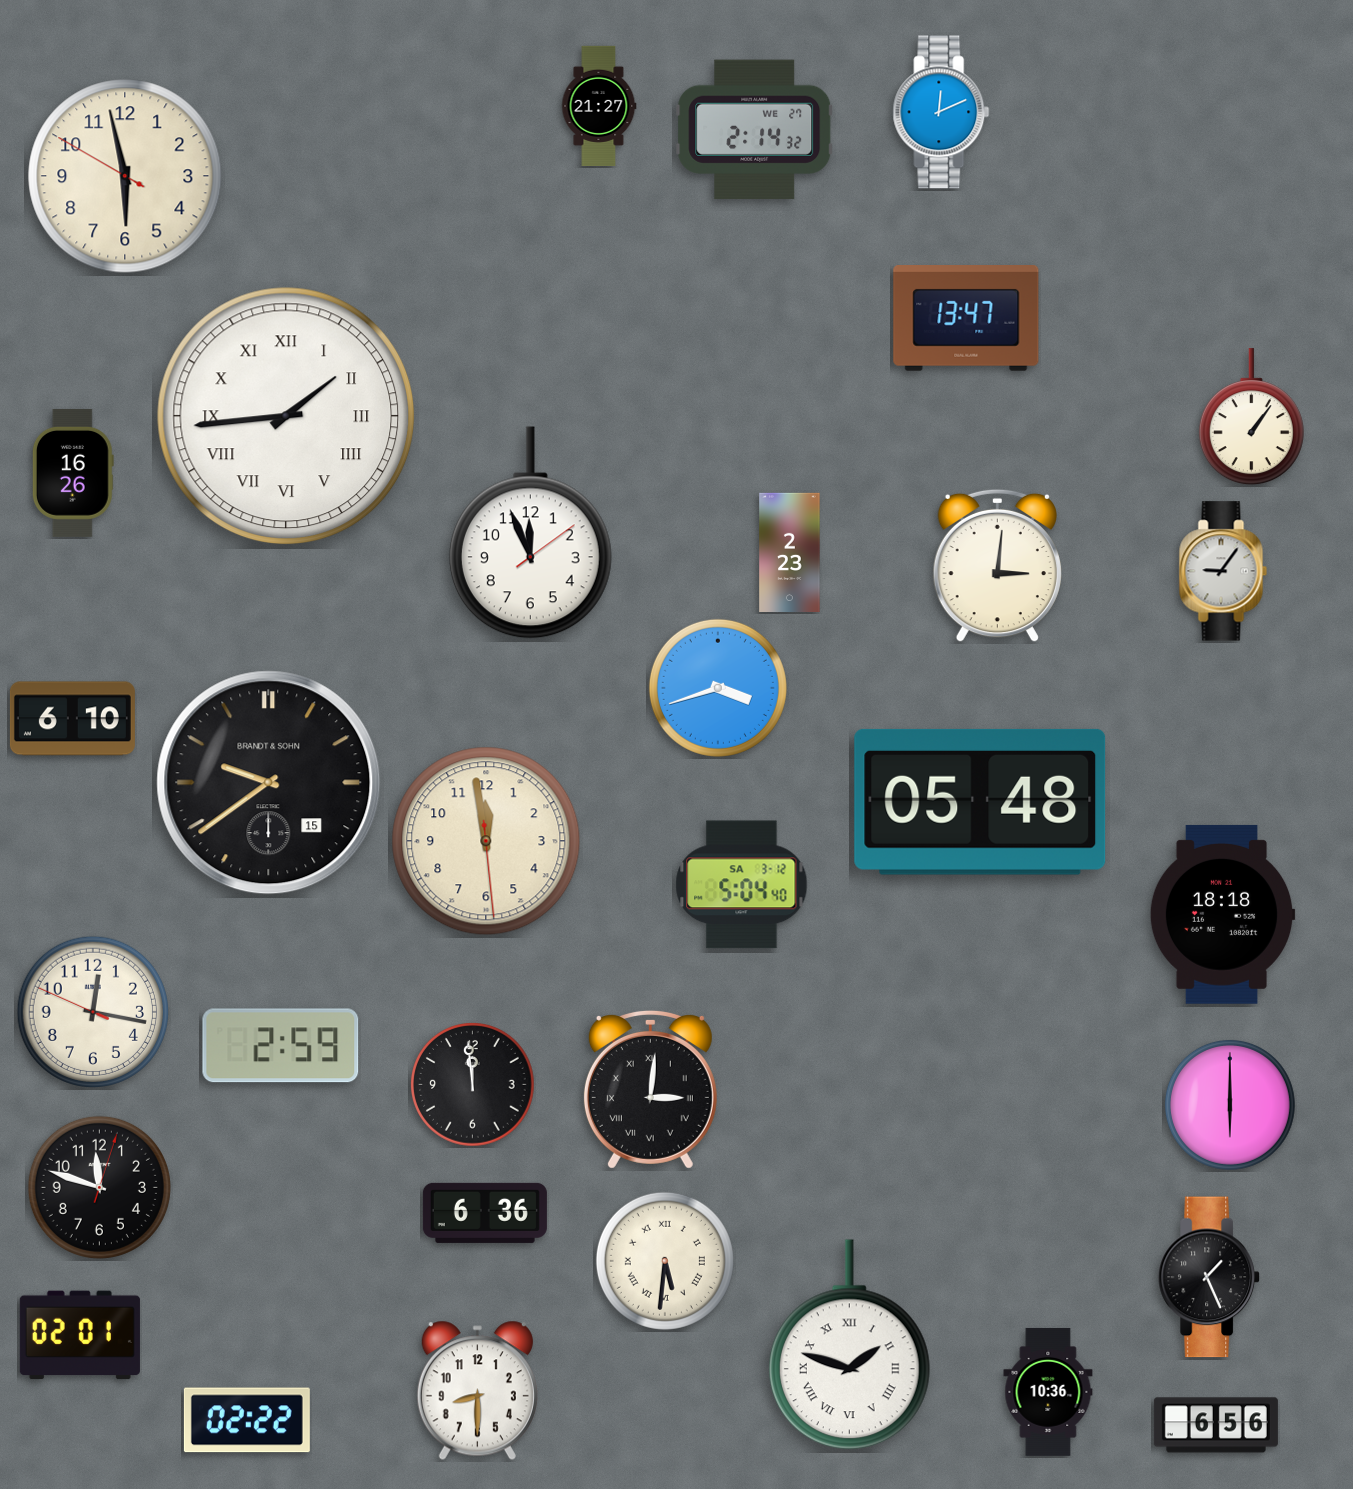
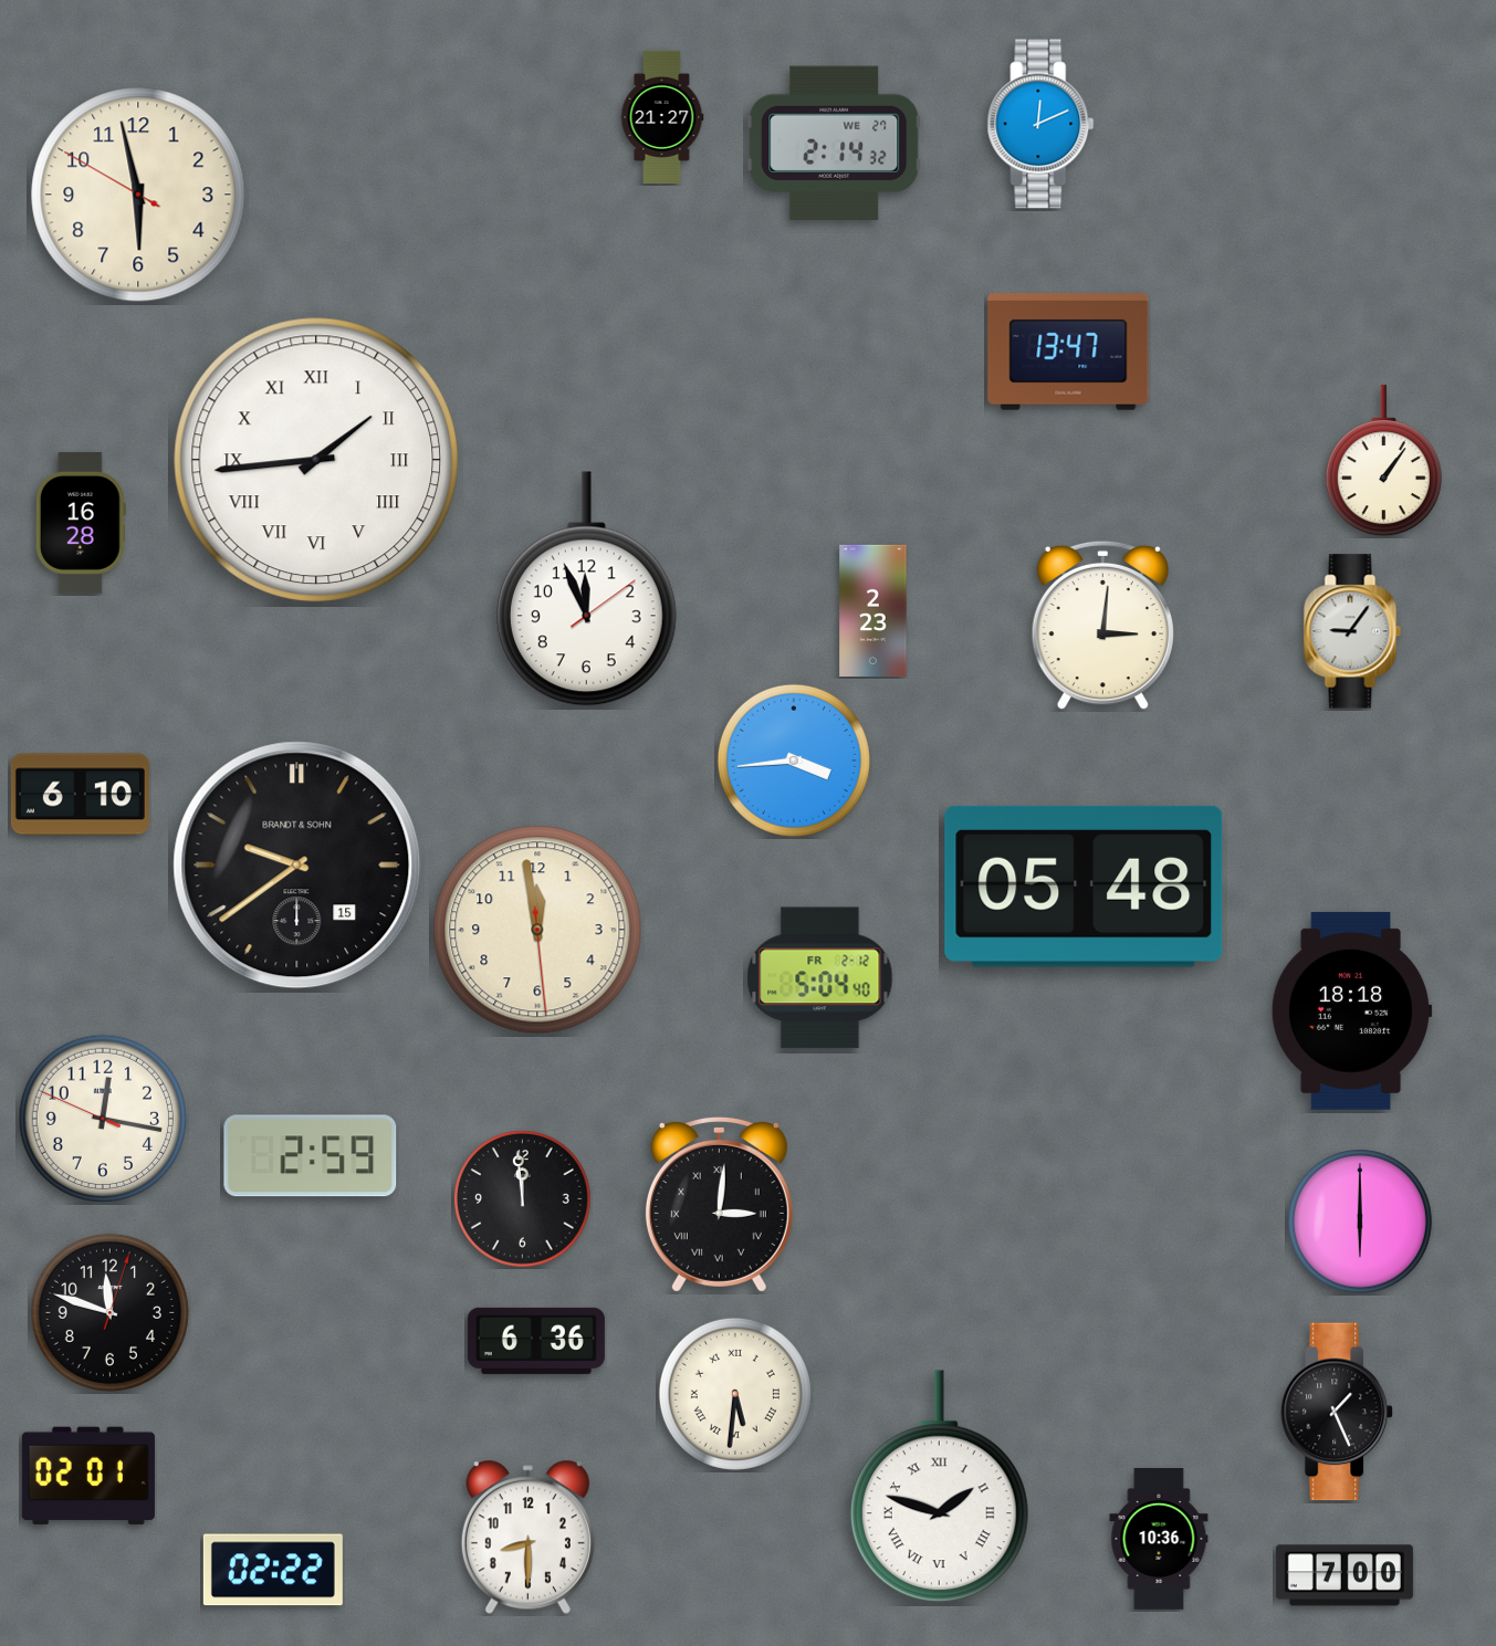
clock at (73, 473): 16:26 -> 16:28
clock at (718, 688): 3:42 -> 3:44
clock at (742, 885) date: SA 3-12 -> FR 2-12
clock at (1216, 1425): 6:56 -> 7:00
